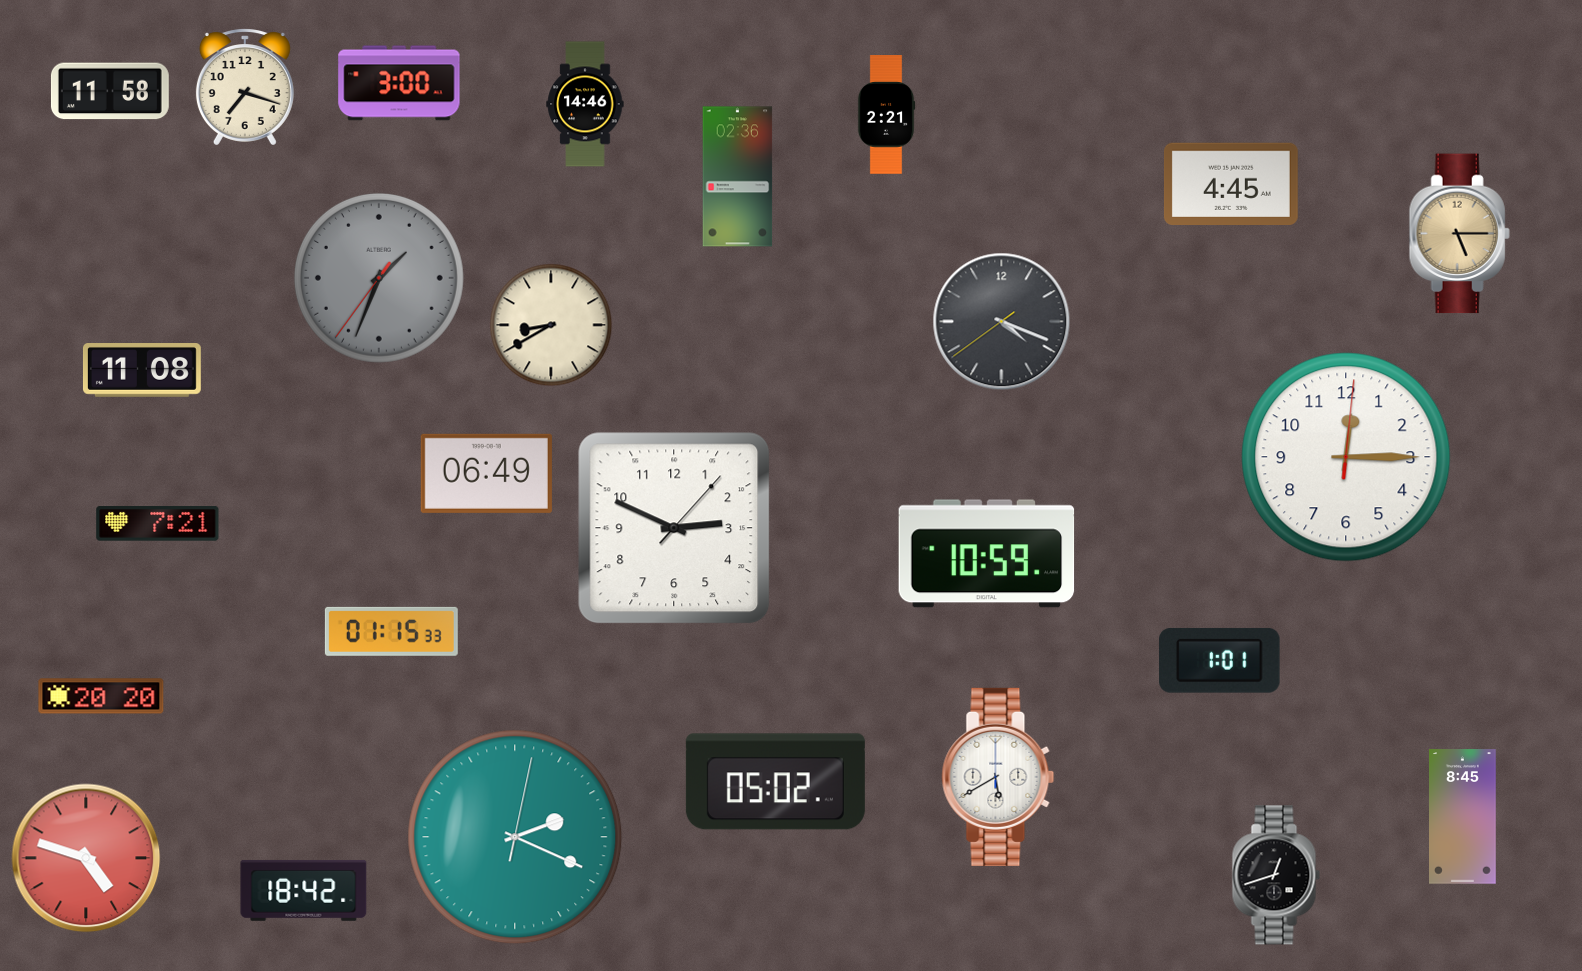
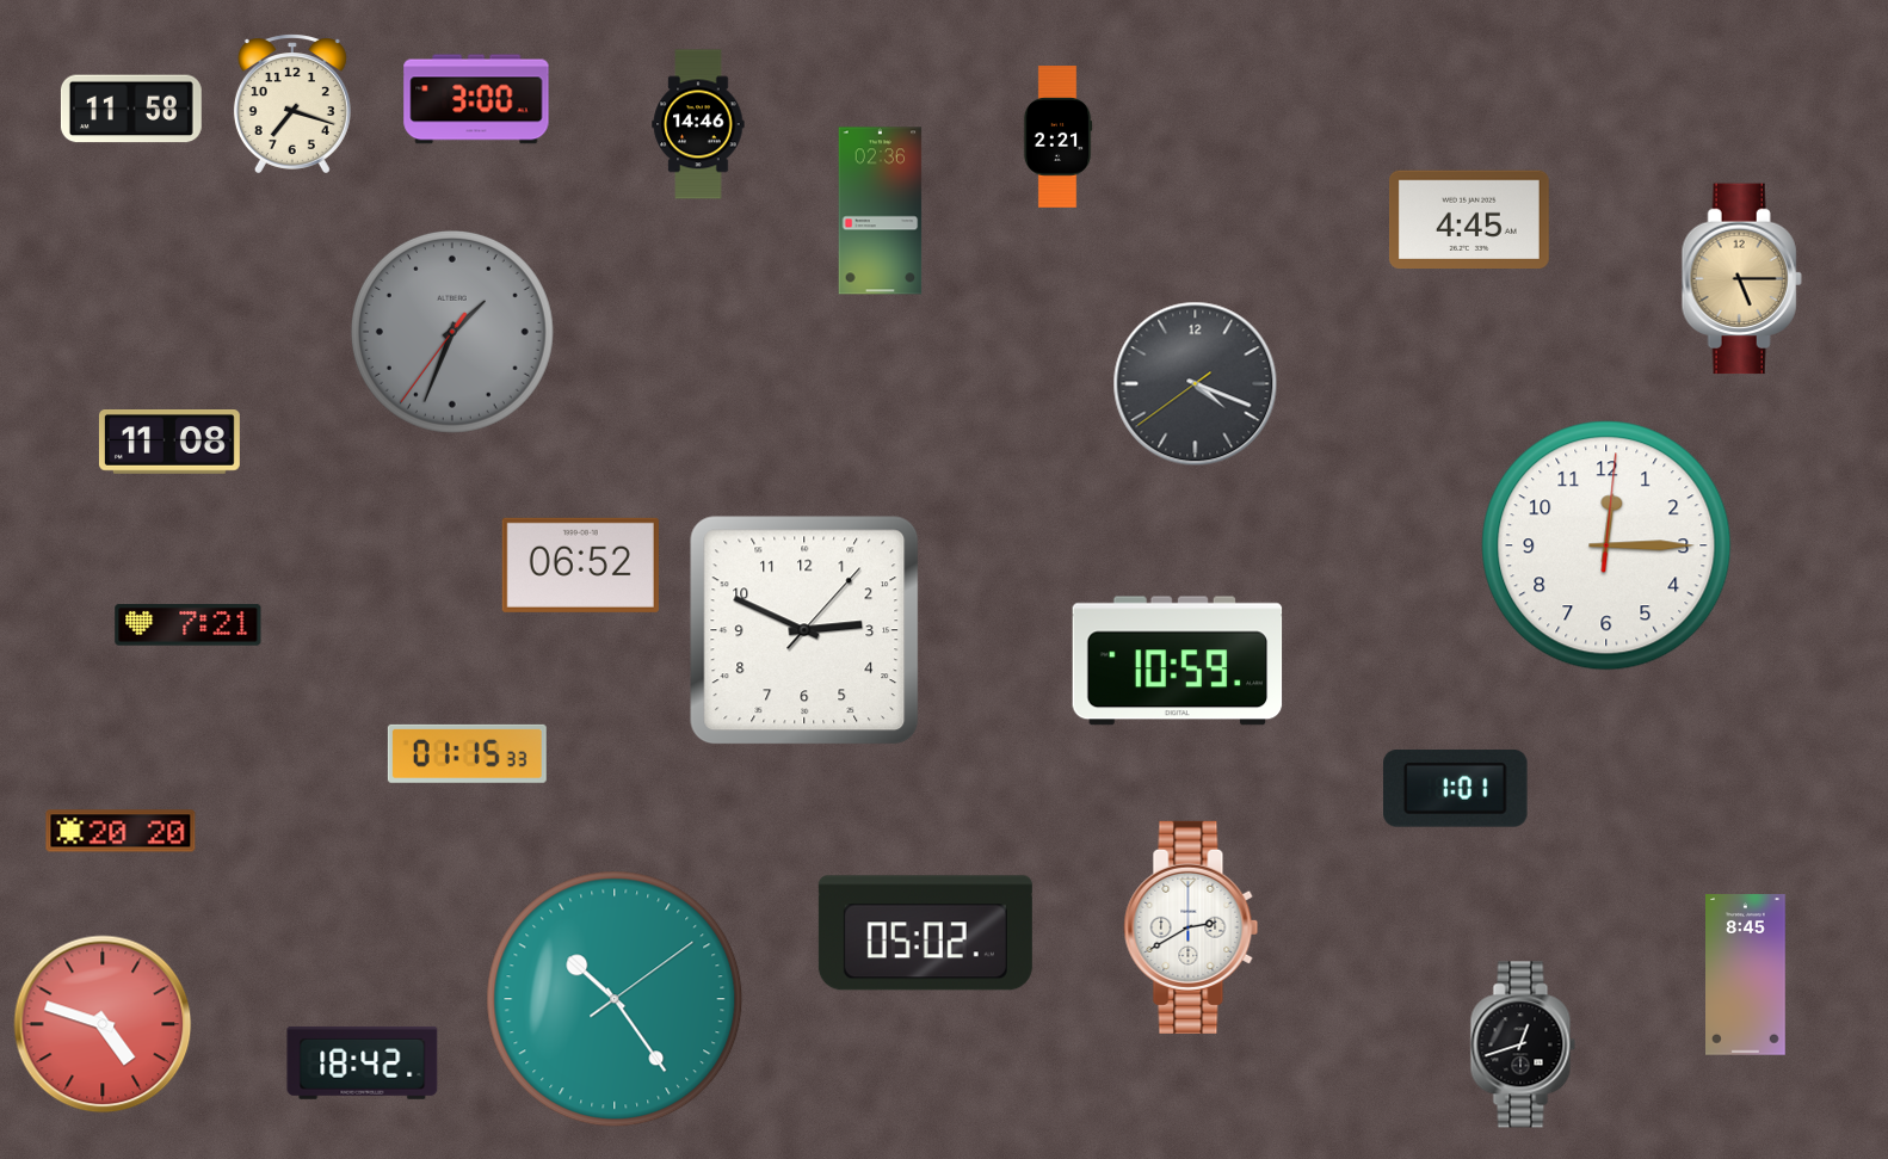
clock at (551, 325): 8:40 -> none
clock at (486, 473): 06:49 -> 06:52
clock at (998, 777): 5:40 -> 2:40
clock at (515, 837): 2:19 -> 10:24
